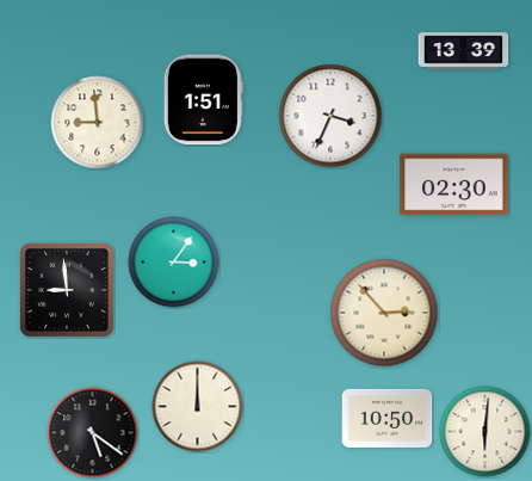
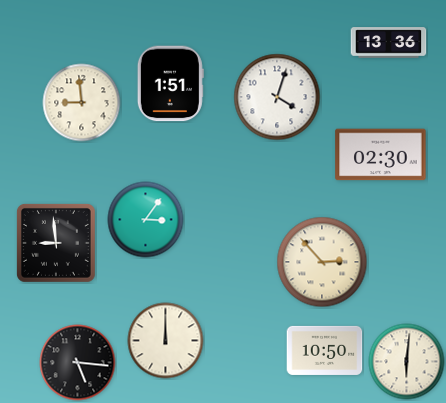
clock at (464, 51): 13:39 -> 13:36
clock at (330, 116): 3:34 -> 4:03
clock at (93, 433): 5:21 -> 5:16
